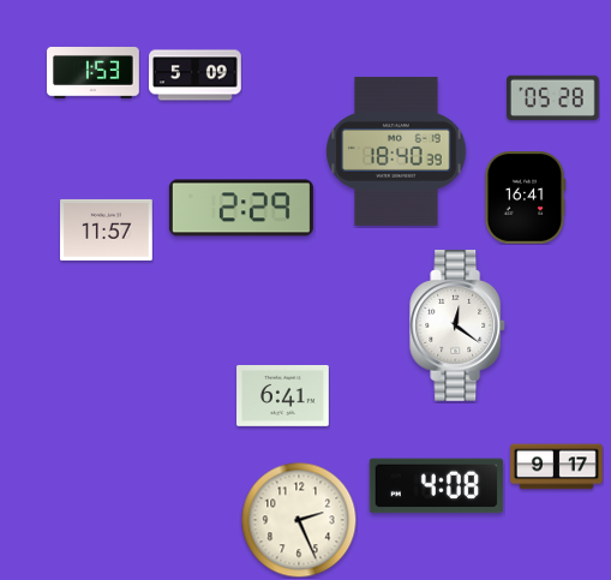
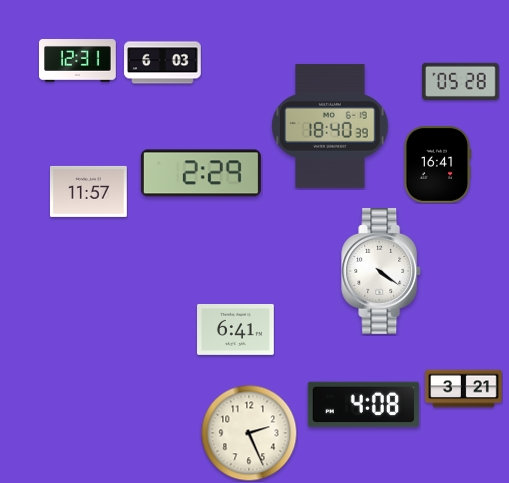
clock at (94, 73): 1:53 -> 12:31
clock at (196, 76): 5:09 -> 6:03
clock at (459, 327): 12:21 -> 4:21
clock at (557, 467): 9:17 -> 3:21
